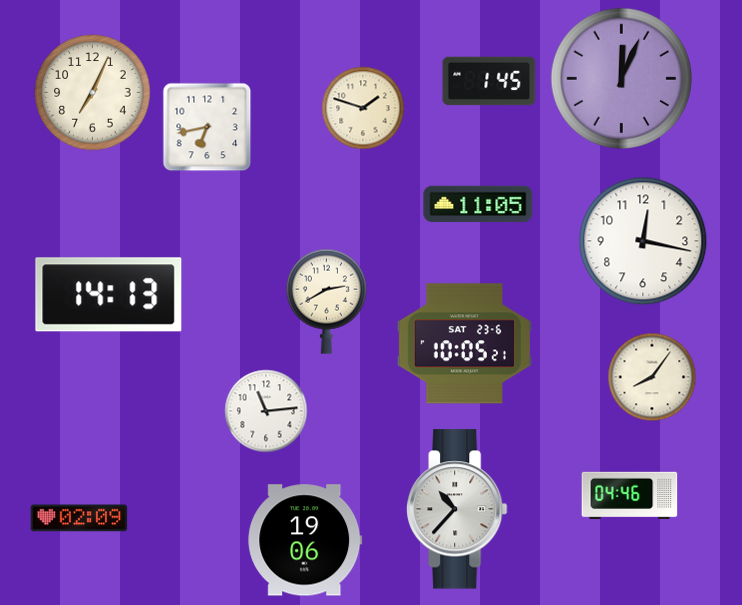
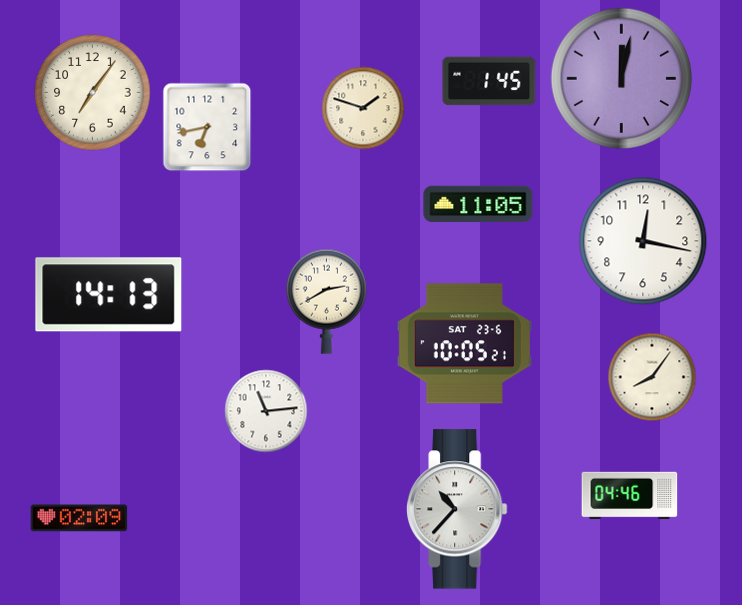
clock at (621, 78): 12:04 -> 12:02
clock at (93, 93): 7:04 -> 7:06
clock at (305, 540): 19:06 -> none
